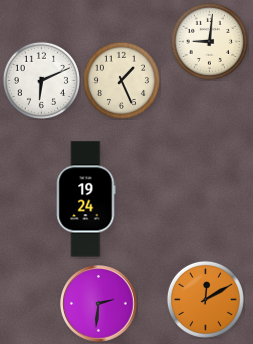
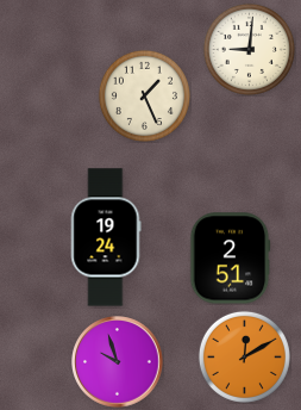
clock at (41, 80): 6:11 -> none
clock at (86, 199) position: (86, 199) -> (106, 237)
clock at (230, 259): none -> 2:51
clock at (99, 304): 2:31 -> 9:57
